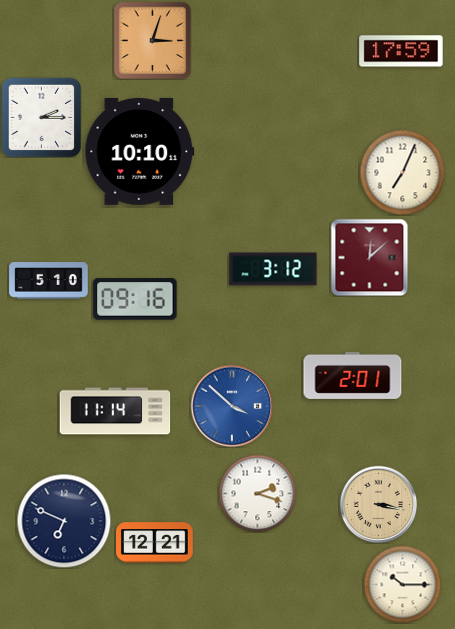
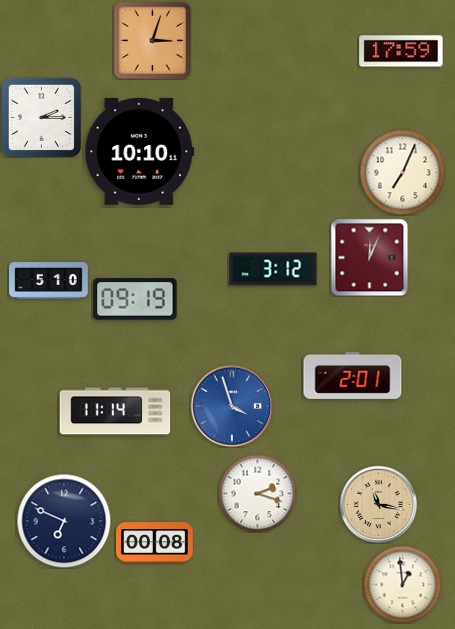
clock at (369, 257): 12:08 -> 12:04
clock at (135, 299): 09:16 -> 09:19
clock at (232, 406): 3:52 -> 3:57
clock at (378, 504): 3:17 -> 11:17
clock at (155, 543): 12:21 -> 00:08
clock at (402, 584): 10:15 -> 12:59
